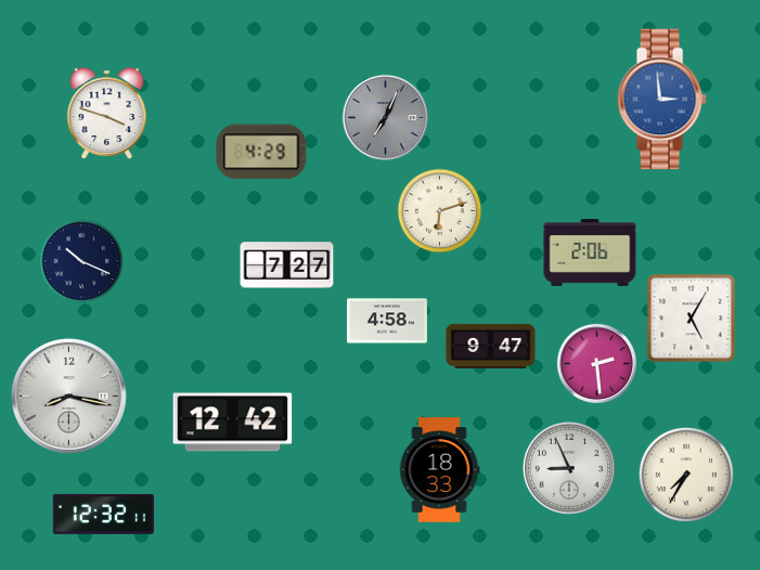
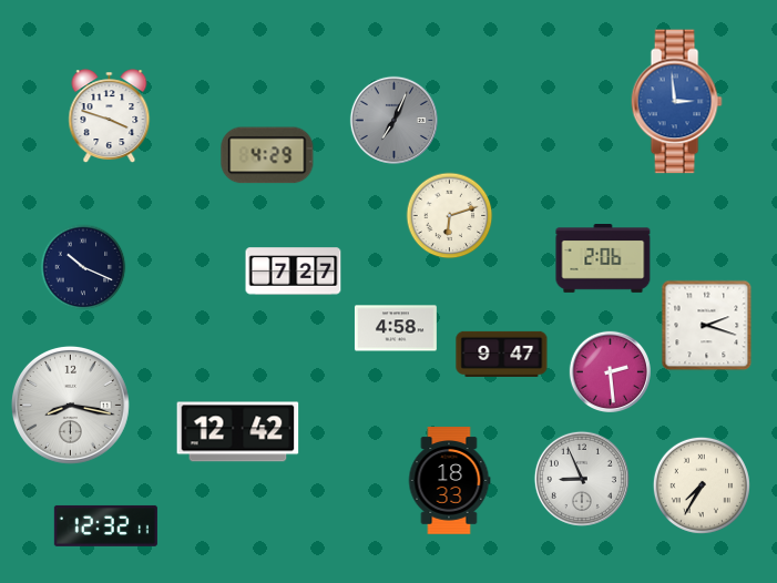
clock at (692, 319): 5:05 -> 2:18
